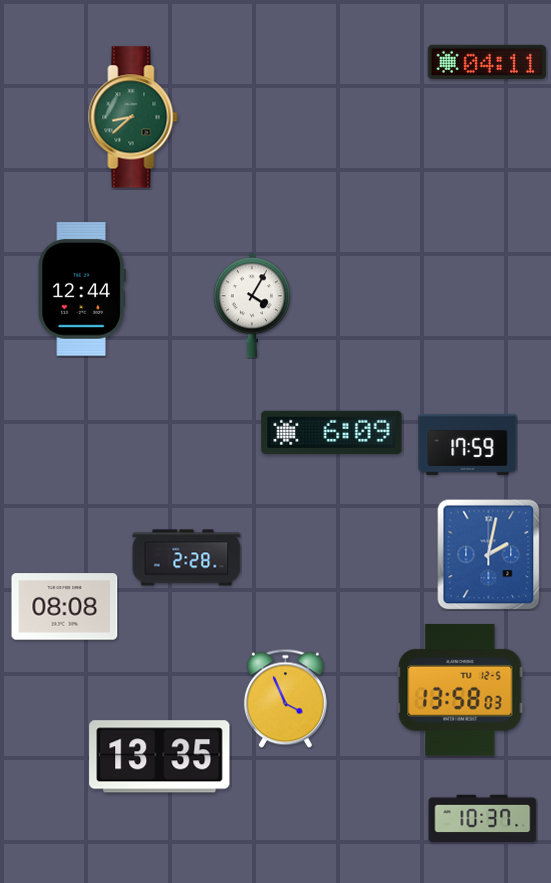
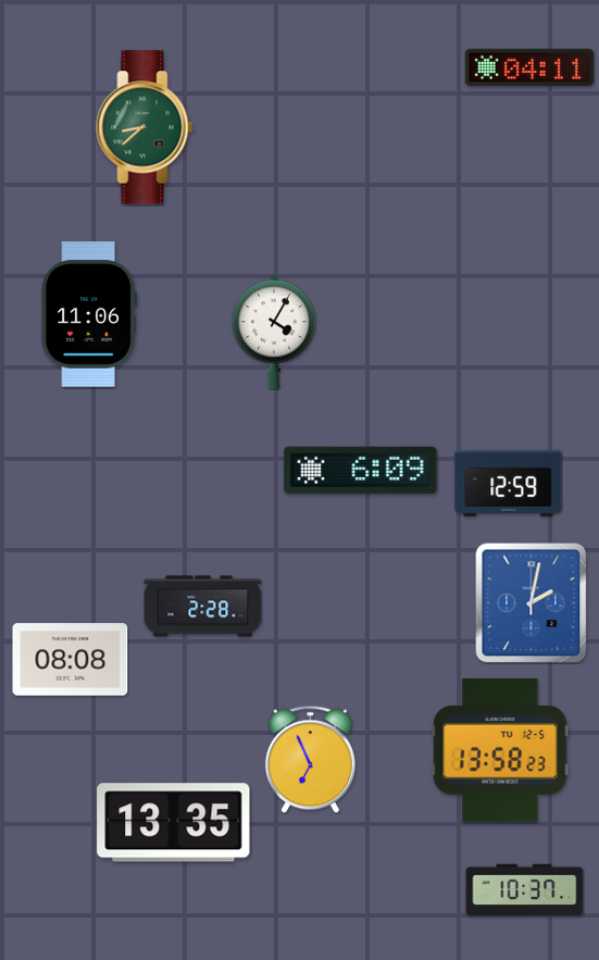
clock at (82, 289): 12:44 -> 11:06
clock at (468, 444): 17:59 -> 12:59
clock at (460, 690): 13:58:03 -> 13:58:23
clock at (285, 698): 3:56 -> 6:56
